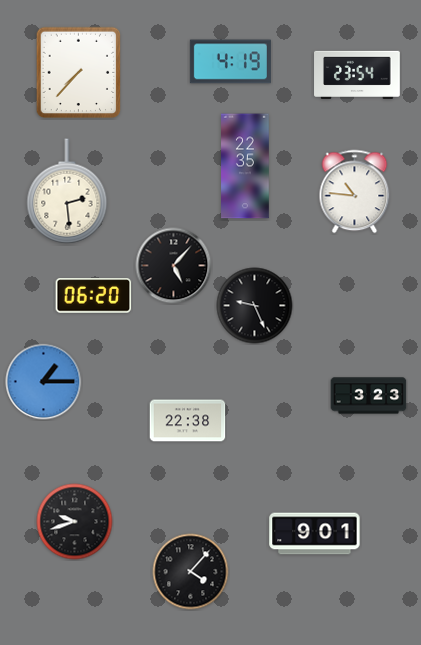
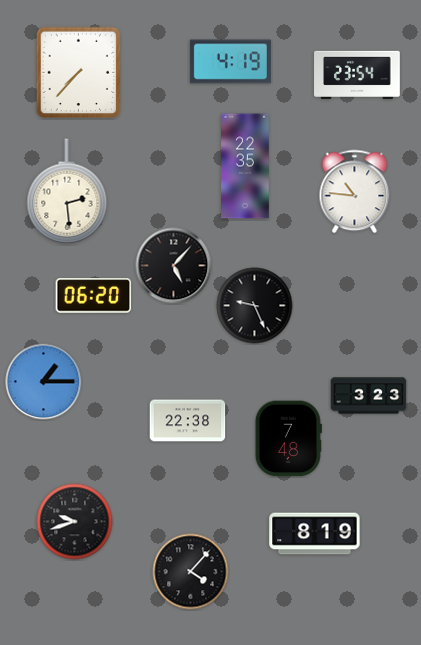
clock at (288, 439): none -> 7:48
clock at (315, 534): 9:01 -> 8:19
